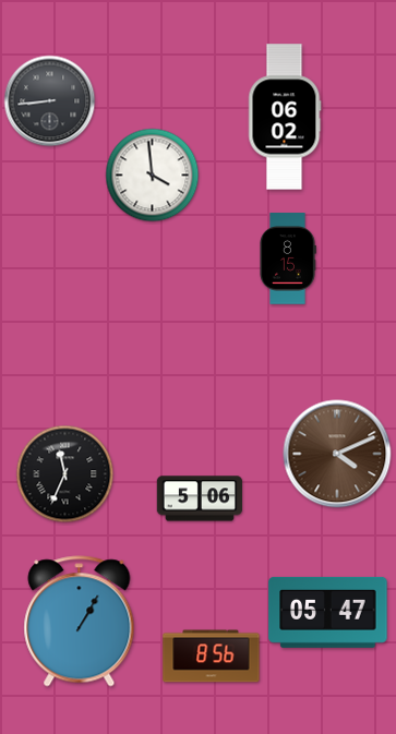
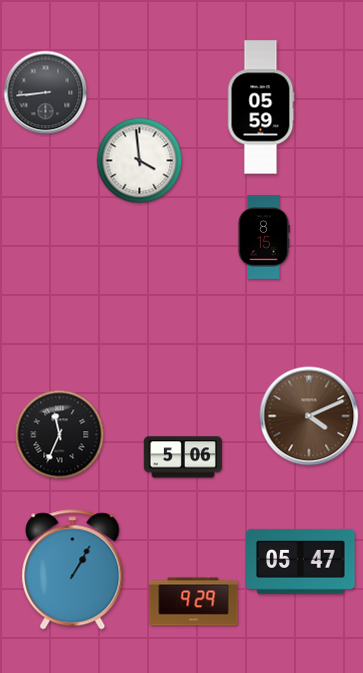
clock at (285, 117): 06:02 -> 05:59
clock at (212, 657): 8:56 -> 9:29
